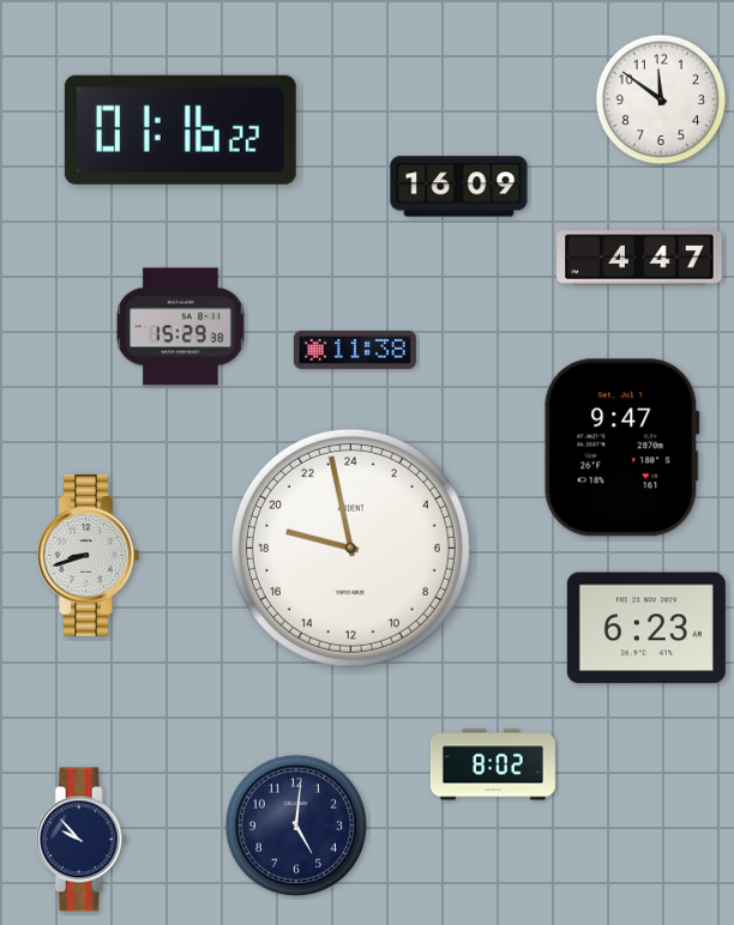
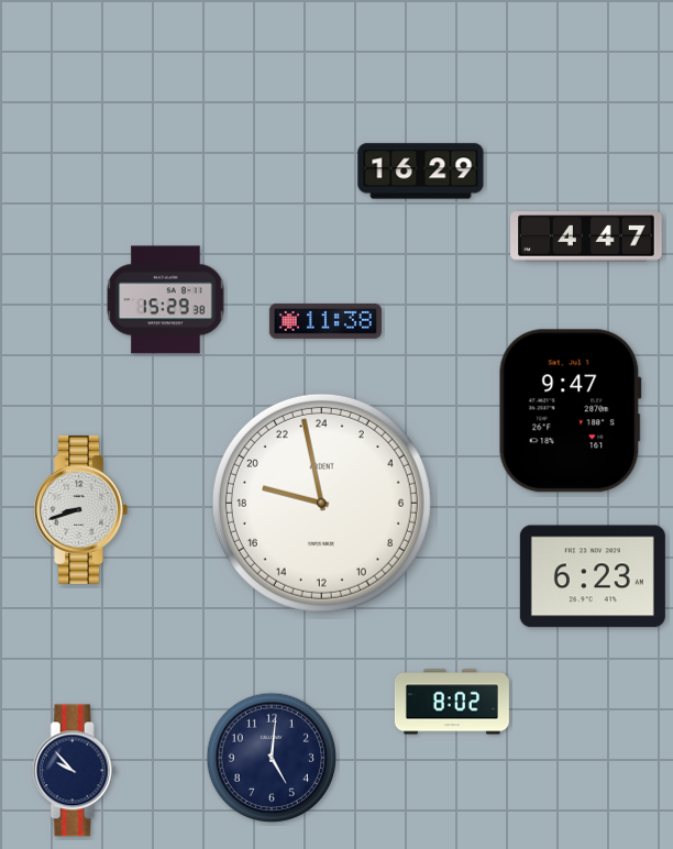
clock at (661, 99): 11:51 -> none
clock at (180, 129): 01:16 -> none
clock at (459, 187): 16:09 -> 16:29
